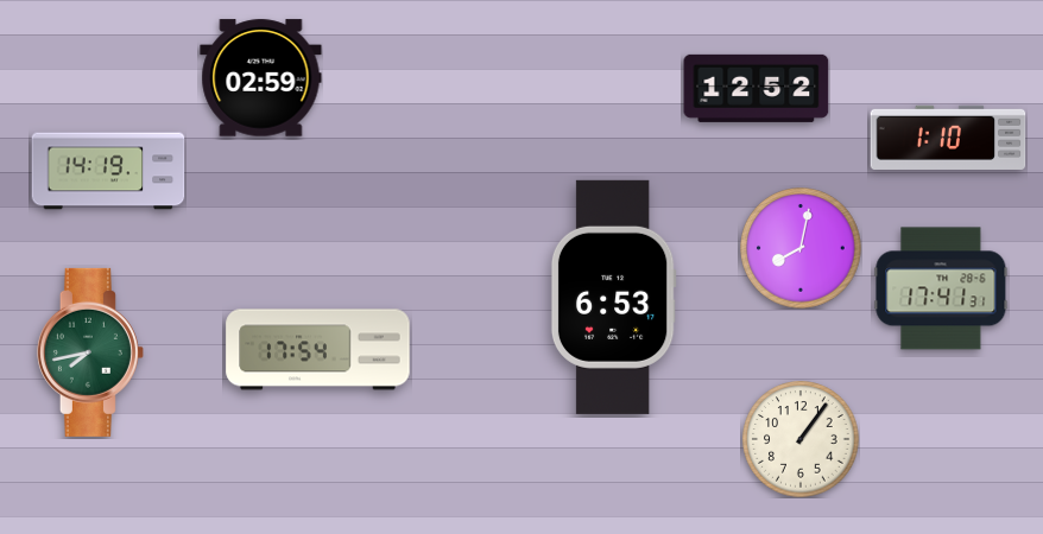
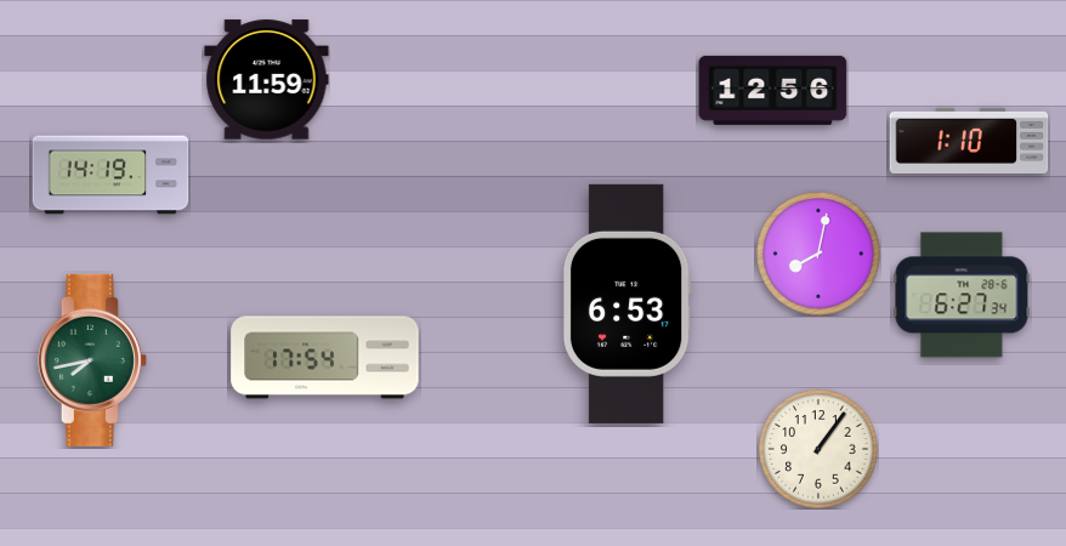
clock at (261, 78): 02:59 -> 11:59
clock at (757, 88): 12:52 -> 12:56
clock at (941, 288): 17:41 -> 6:27
